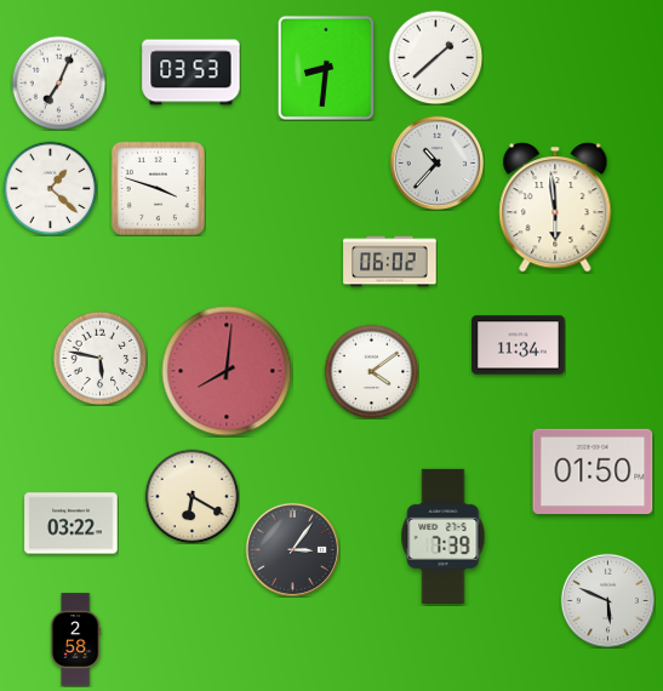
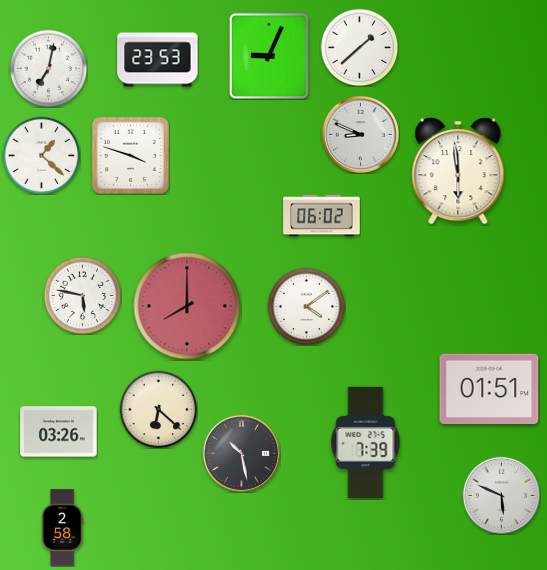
clock at (326, 68): 8:31 -> 9:04
clock at (192, 73): 03:53 -> 23:53
clock at (58, 82): 7:04 -> 7:02
clock at (436, 162): 10:37 -> 8:49
clock at (519, 345): 11:34 -> none
clock at (227, 371): 8:01 -> 8:00
clock at (593, 470): 01:50 -> 01:51
clock at (192, 496): 6:20 -> 6:22
clock at (72, 524): 03:22 -> 03:26
clock at (292, 549): 3:06 -> 10:28
